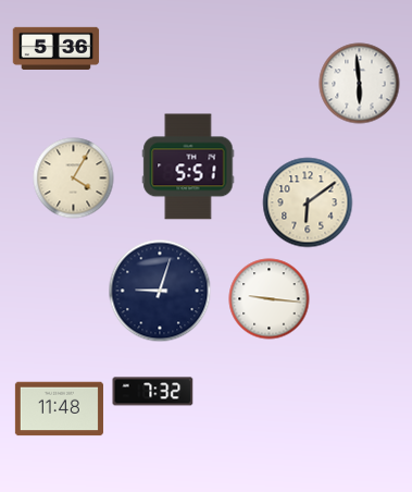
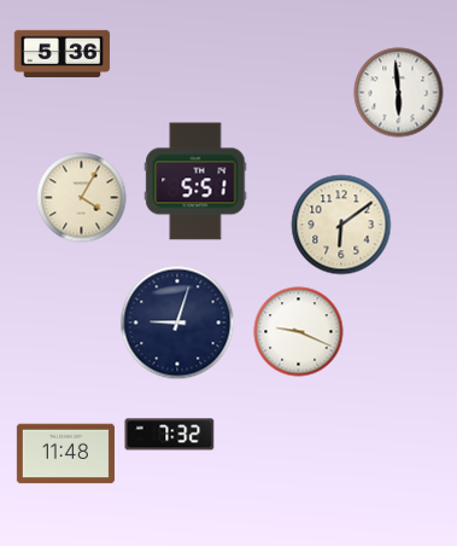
clock at (188, 167) position: (188, 167) -> (195, 181)
clock at (270, 299): 9:16 -> 9:19
